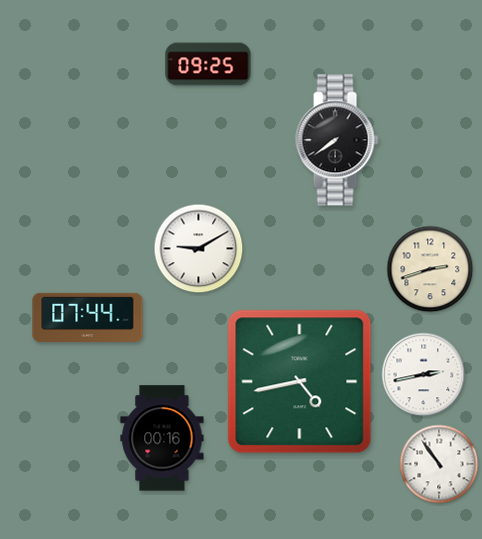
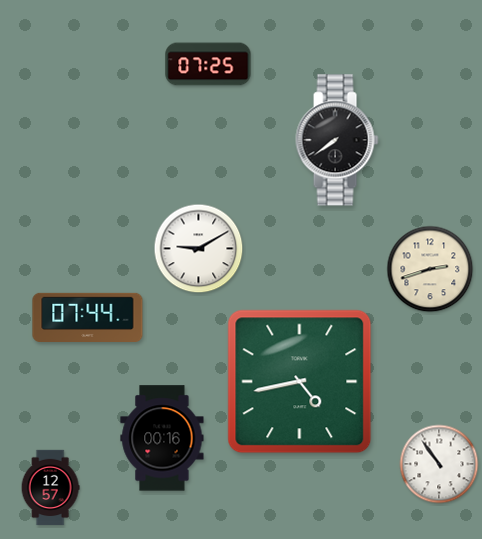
clock at (208, 64): 09:25 -> 07:25
clock at (424, 375): 2:43 -> none
clock at (50, 488): none -> 12:57
